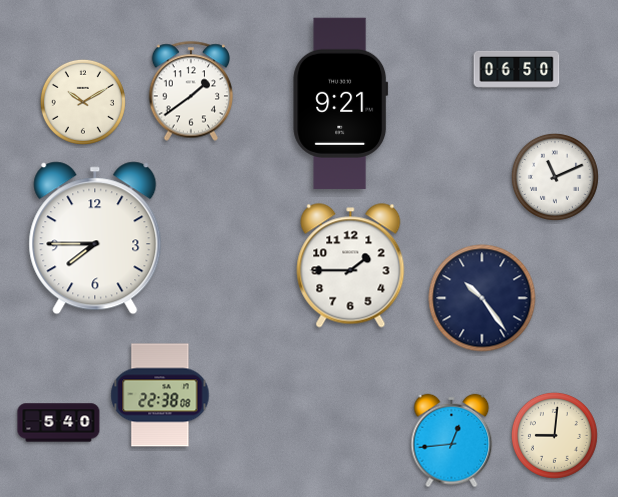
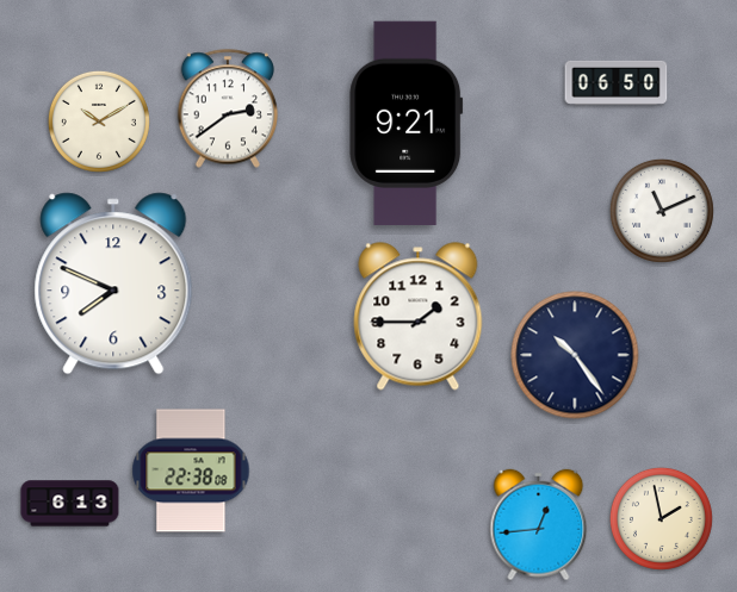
clock at (191, 91): 1:39 -> 2:39
clock at (95, 238): 7:45 -> 7:49
clock at (59, 423): 5:40 -> 6:13
clock at (554, 435): 9:01 -> 1:58
